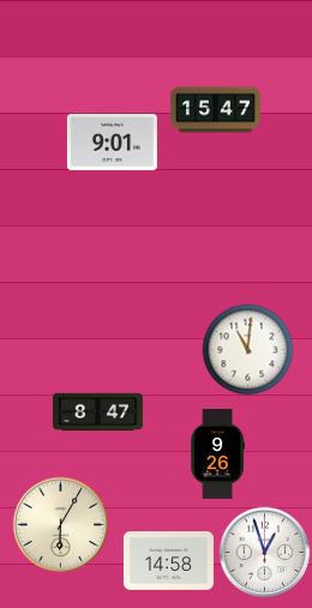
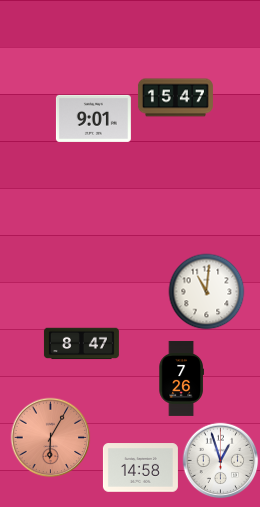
clock at (215, 110) position: (215, 110) -> (175, 98)
clock at (217, 453): 9:26 -> 7:26
clock at (61, 525) dial: cream -> salmon
